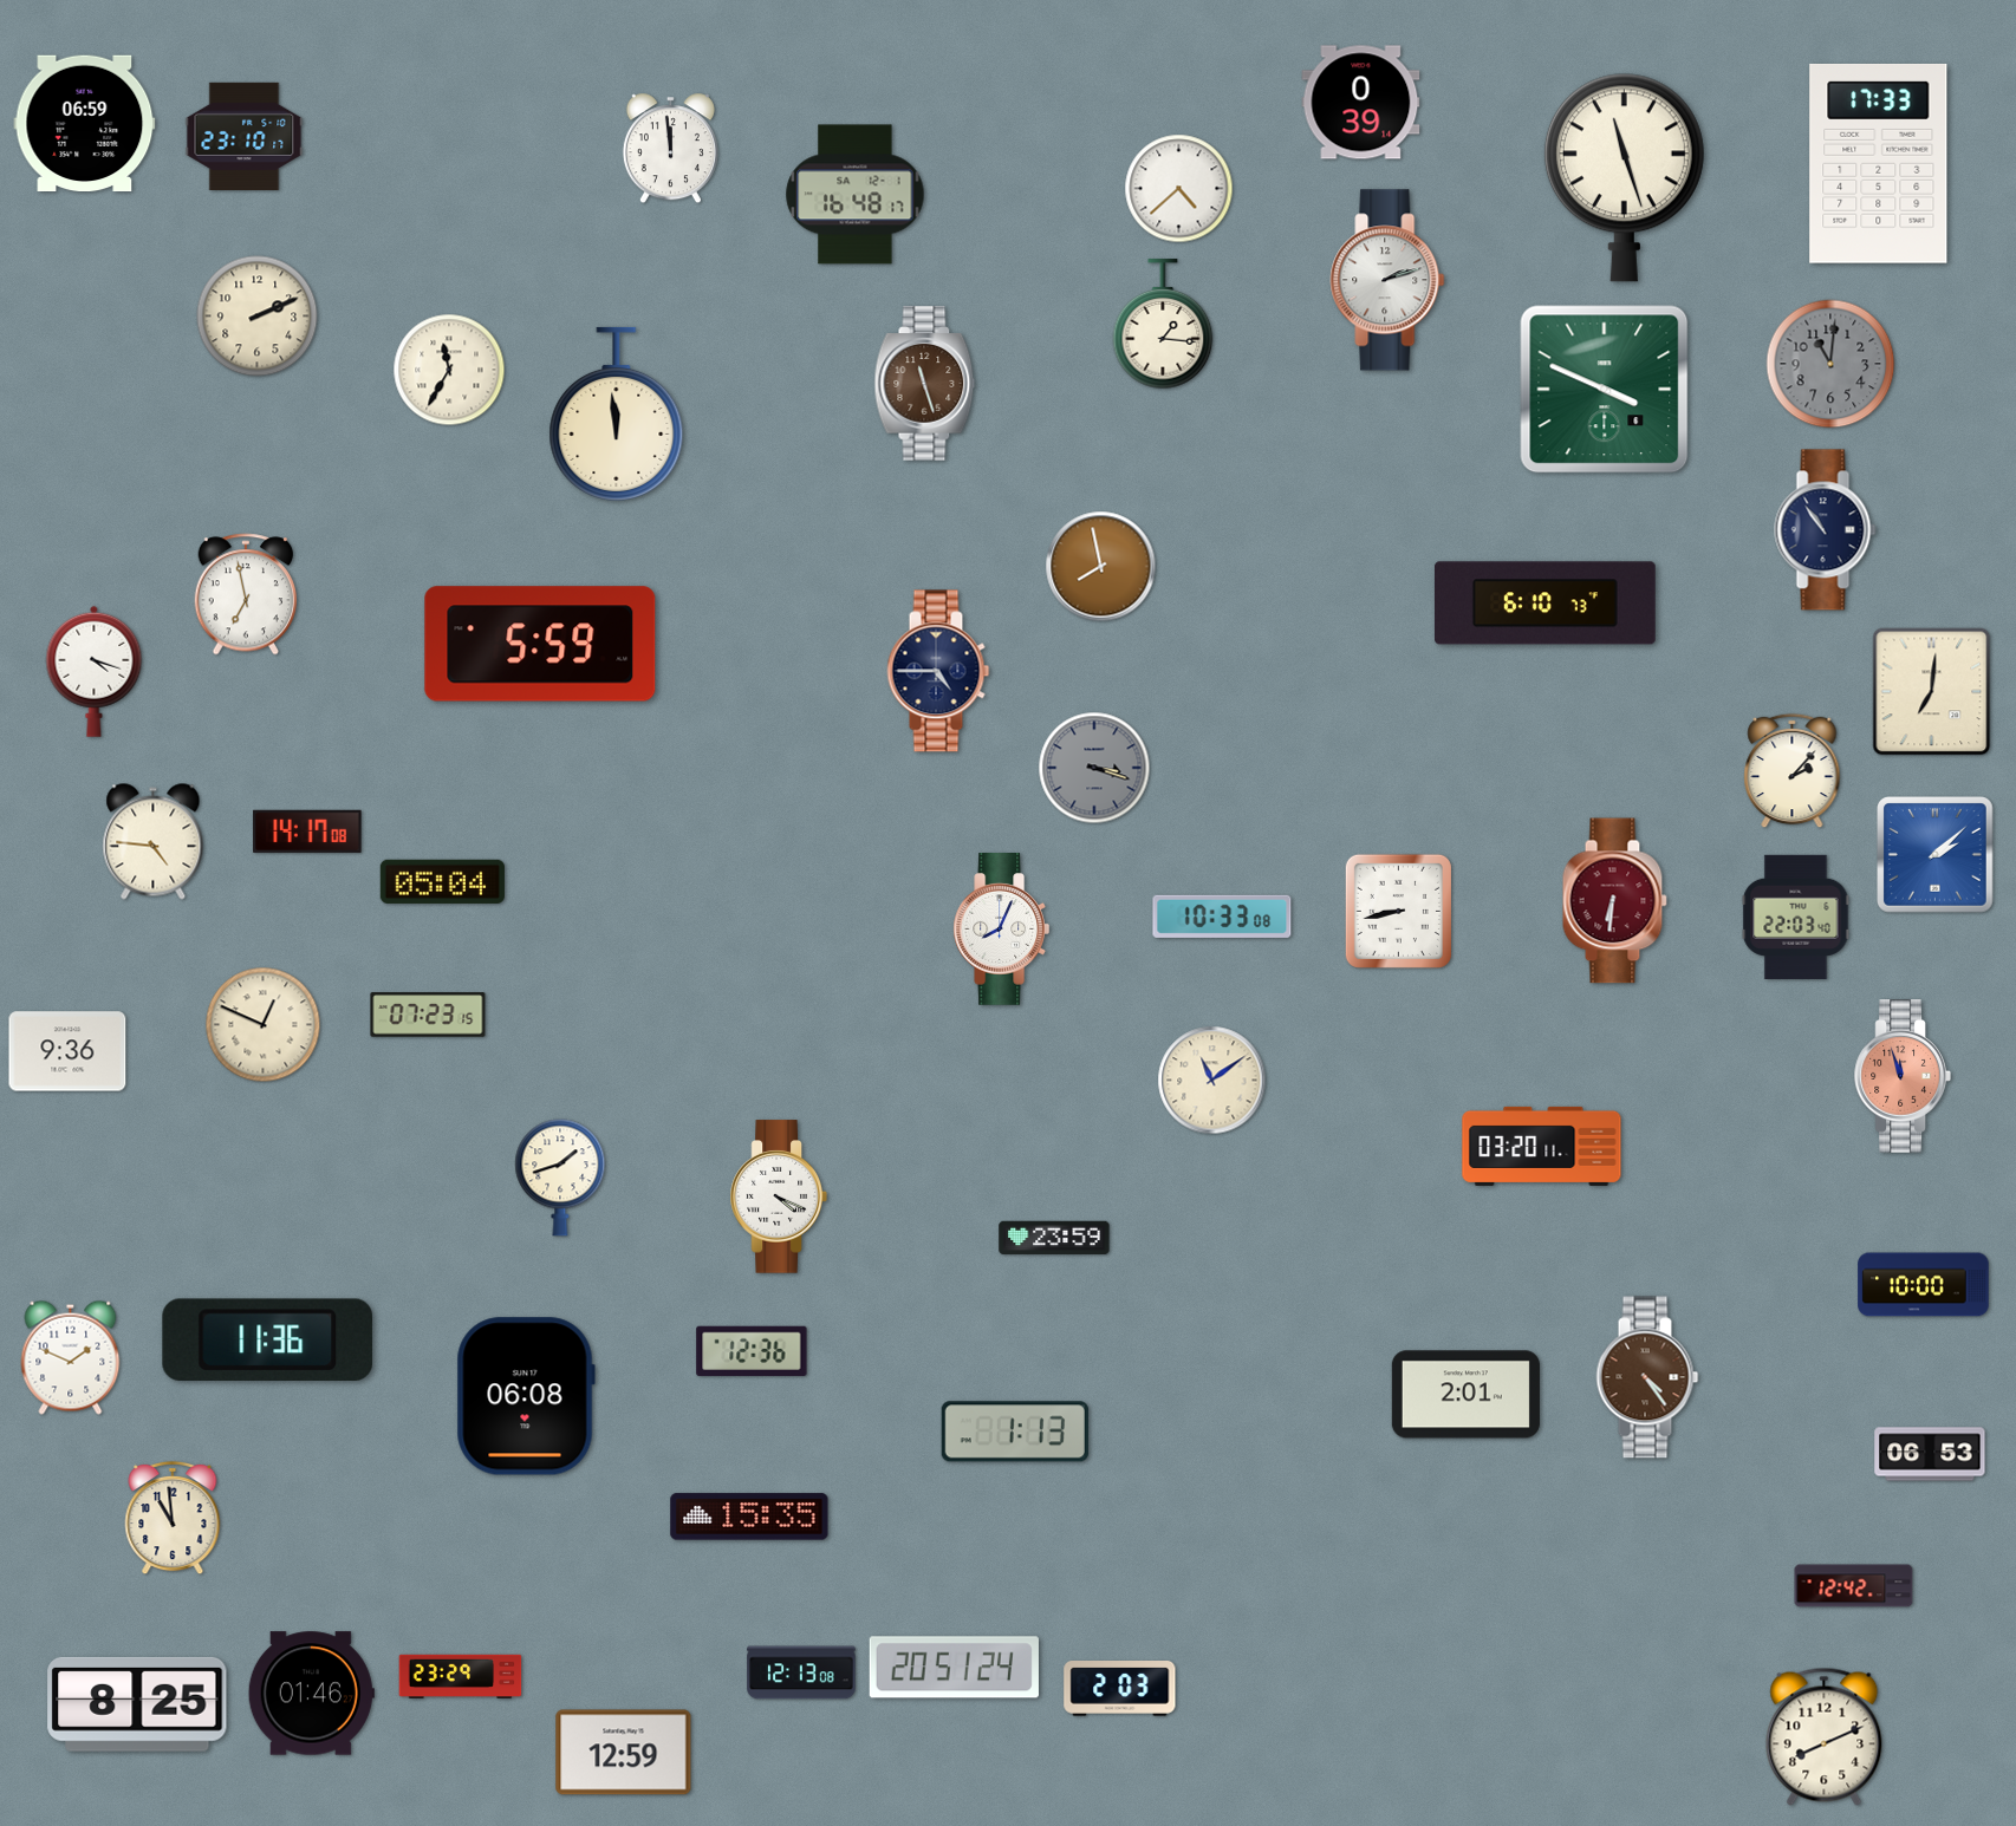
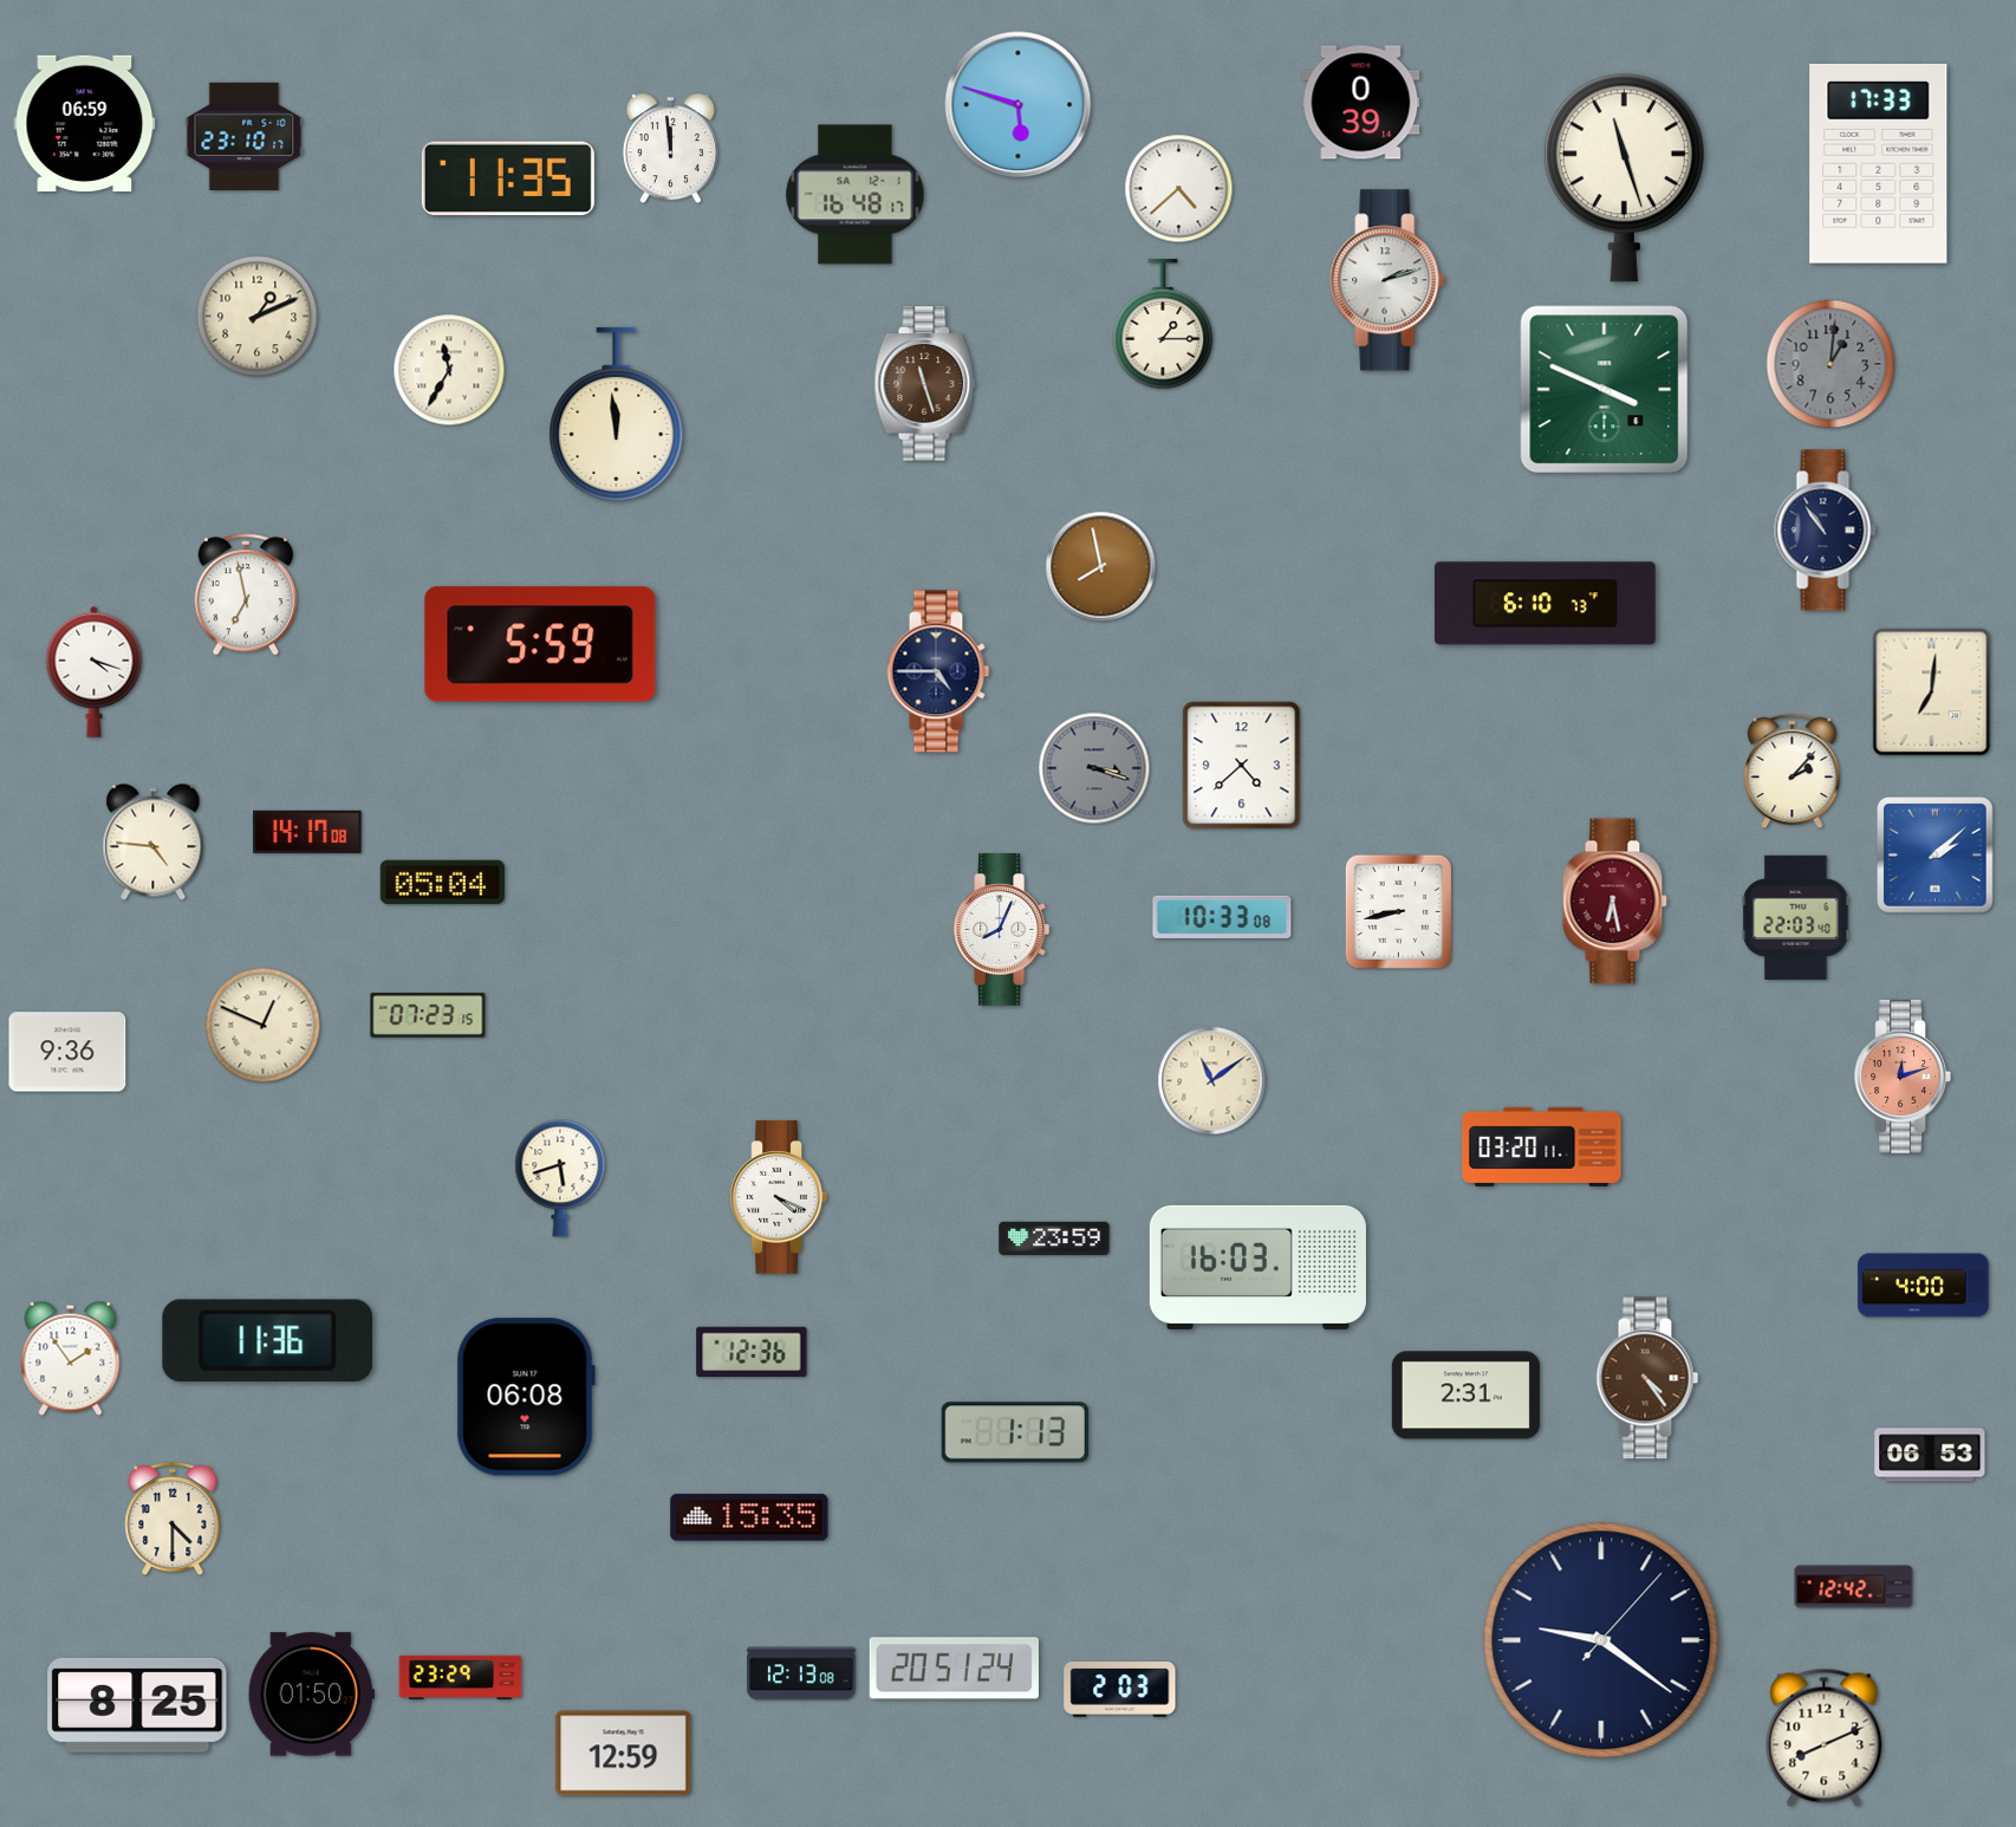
clock at (1019, 105): none -> 5:48
clock at (508, 178): none -> 11:35
clock at (258, 317): 2:11 -> 1:11
clock at (1163, 325): 1:16 -> 1:15
clock at (1830, 364): 11:01 -> 1:01
clock at (1242, 766): none -> 4:38
clock at (1614, 901): 6:31 -> 6:28
clock at (1903, 1076): 11:57 -> 12:12
clock at (560, 1178): 1:42 -> 5:42
clock at (1257, 1267): none -> 16:03
clock at (1924, 1285): 10:00 -> 4:00
clock at (71, 1357): 1:49 -> 1:54
clock at (1465, 1395): 2:01 -> 2:31
clock at (173, 1518): 10:59 -> 4:30
clock at (1601, 1640): none -> 9:21
clock at (311, 1694): 01:46 -> 01:50
